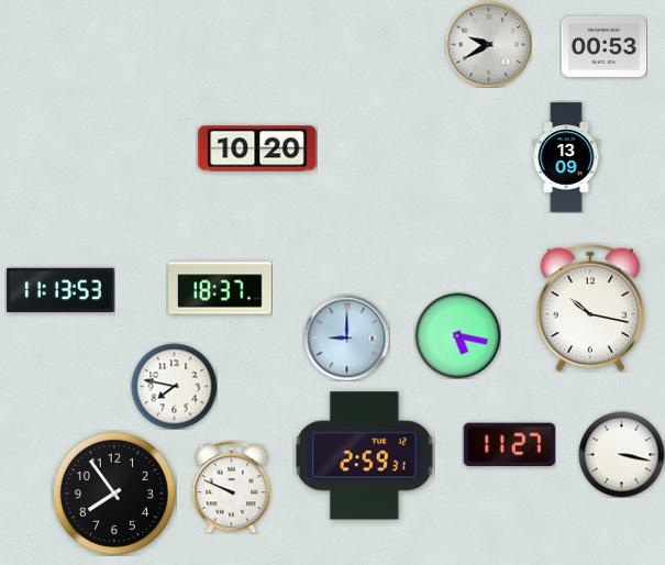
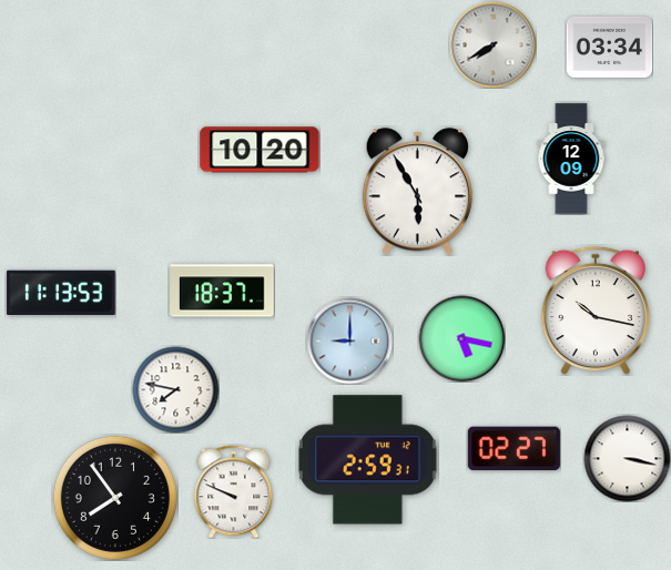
clock at (488, 44): 9:40 -> 7:40
clock at (603, 46): 00:53 -> 03:34
clock at (566, 157): 13:09 -> 12:09
clock at (417, 192): none -> 5:55
clock at (509, 445): 11:27 -> 02:27
